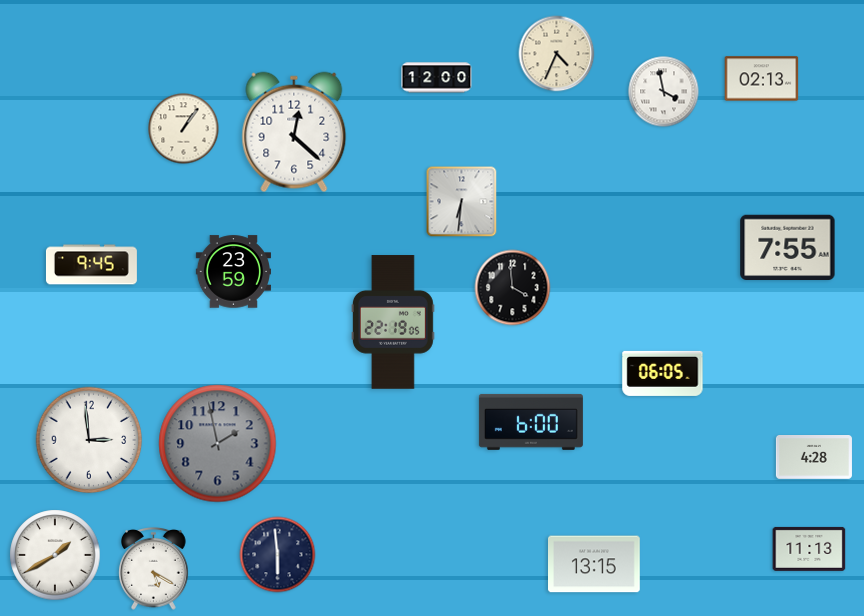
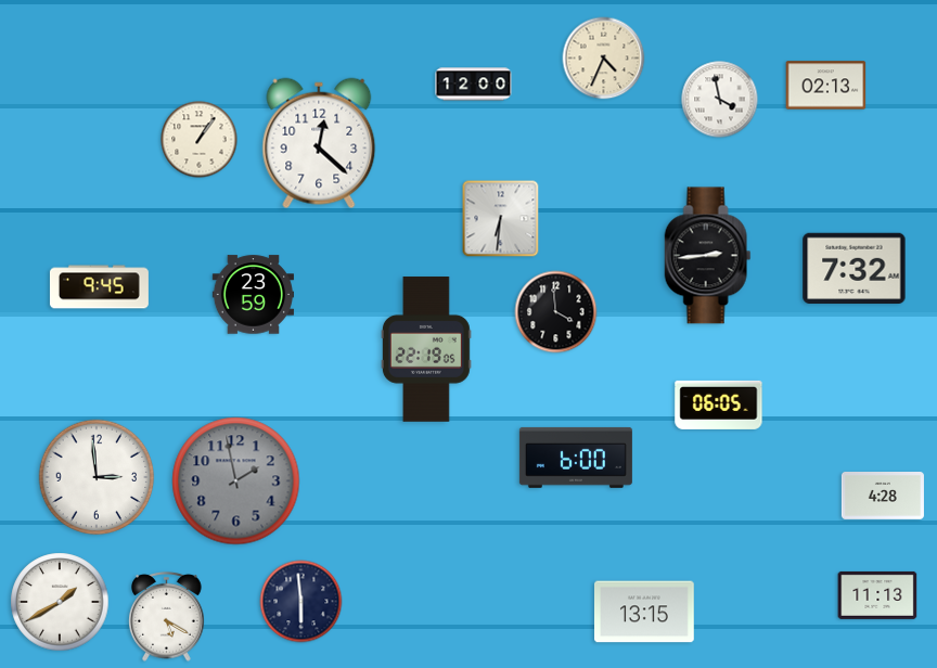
clock at (708, 256): none -> 2:44
clock at (788, 247): 7:55 -> 7:32
